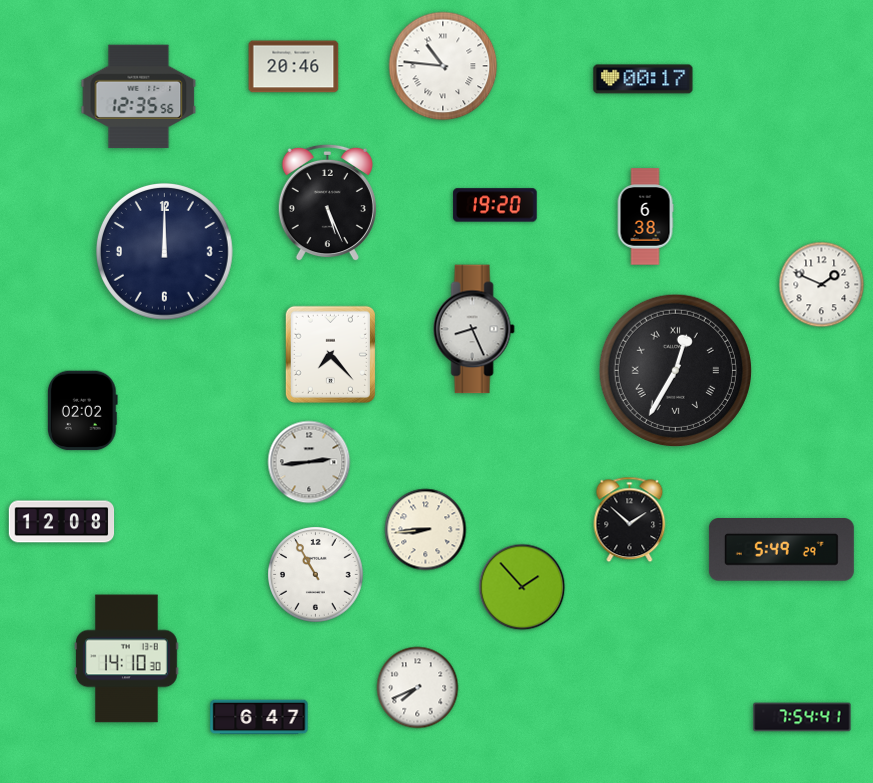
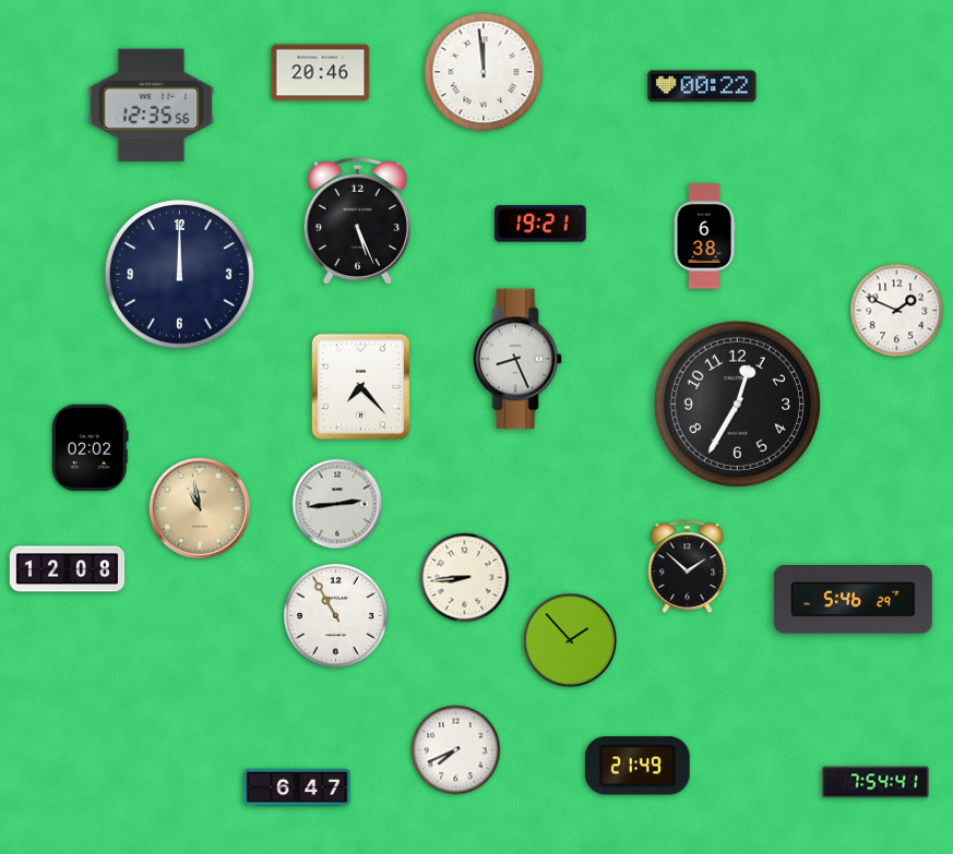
clock at (443, 66): 10:46 -> 11:59
clock at (643, 79): 00:17 -> 00:22
clock at (495, 205): 19:20 -> 19:21
clock at (675, 370) numerals: Roman -> Arabic
clock at (200, 508): none -> 10:58
clock at (781, 550): 5:49 -> 5:46
clock at (316, 575) position: (316, 575) -> (336, 616)
clock at (127, 659): 14:10 -> none
clock at (638, 766): none -> 21:49
clock at (259, 717) position: (259, 717) -> (297, 787)
